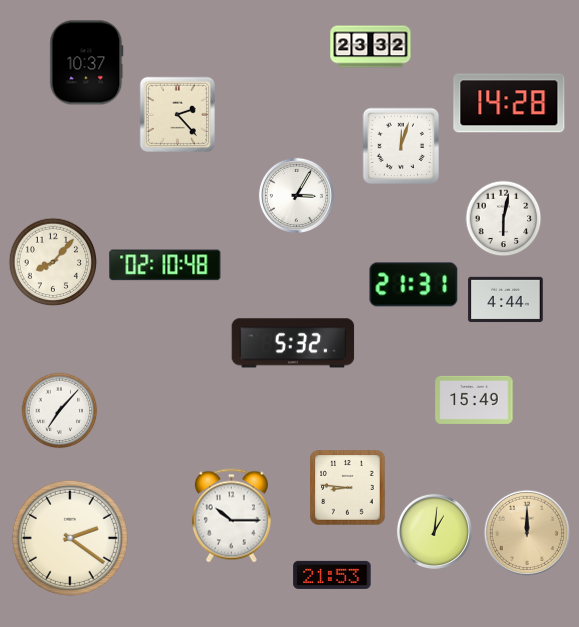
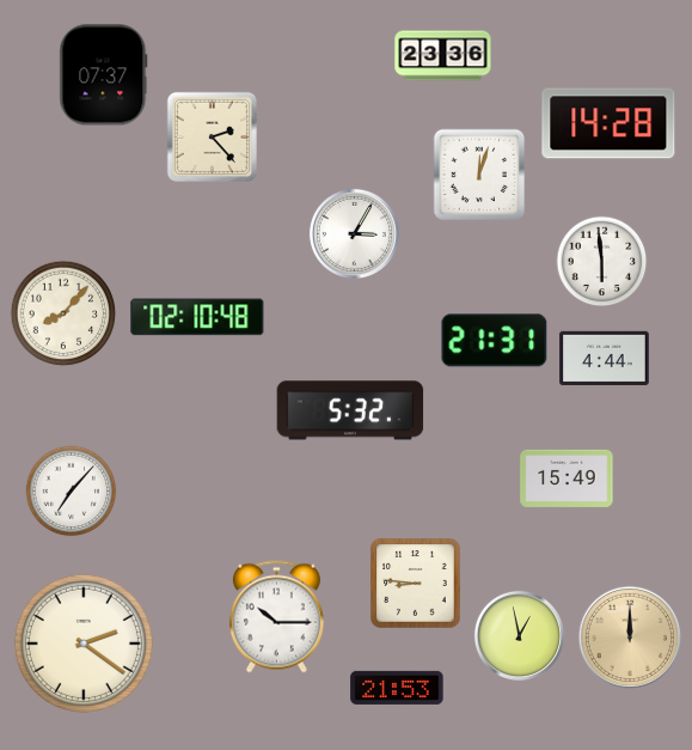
clock at (371, 47): 23:32 -> 23:36
clock at (87, 63): 10:37 -> 07:37
clock at (504, 219): 6:02 -> 5:59
clock at (434, 531): 1:01 -> 12:58
